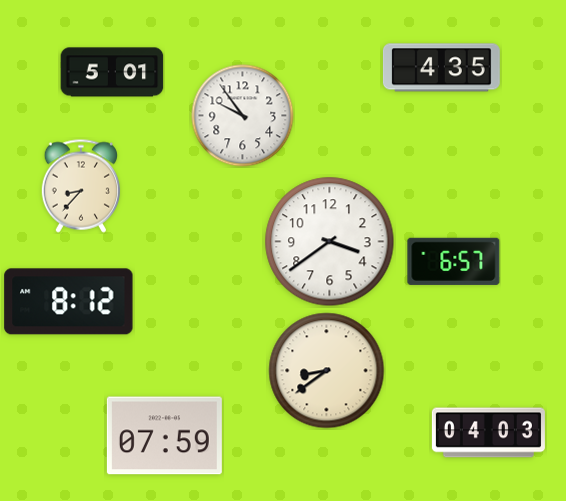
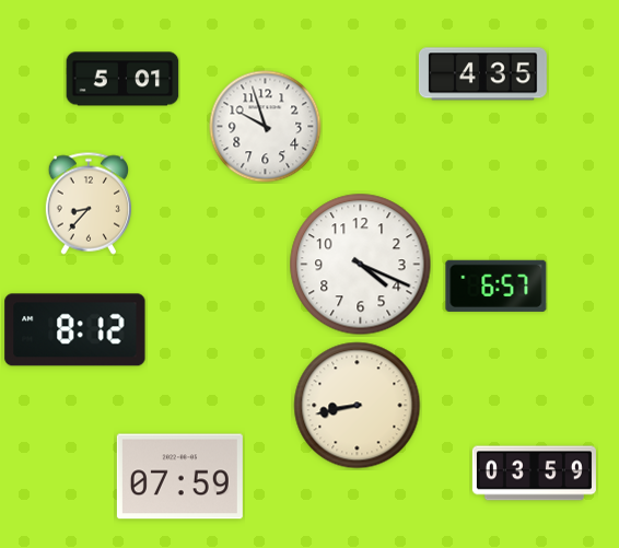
clock at (243, 116): 9:54 -> 9:57
clock at (330, 242): 3:39 -> 4:19
clock at (327, 371): 8:39 -> 8:43
clock at (488, 433): 04:03 -> 03:59
